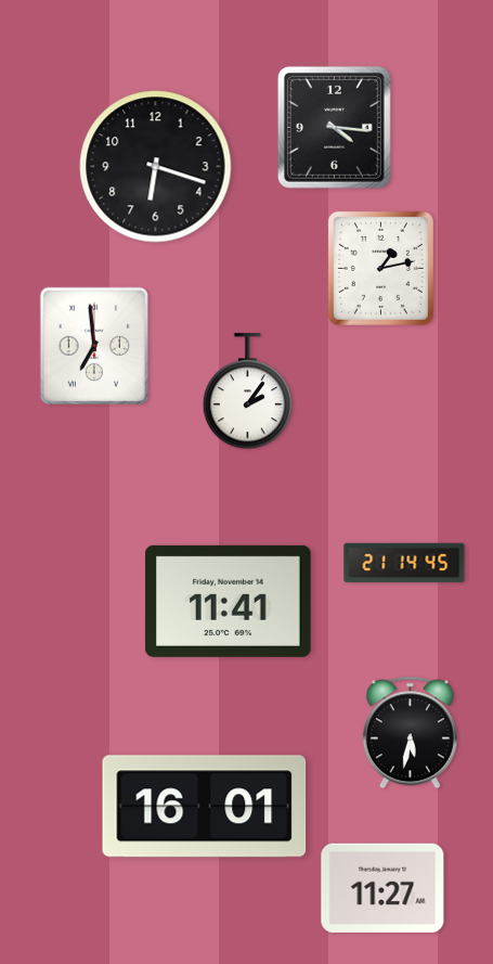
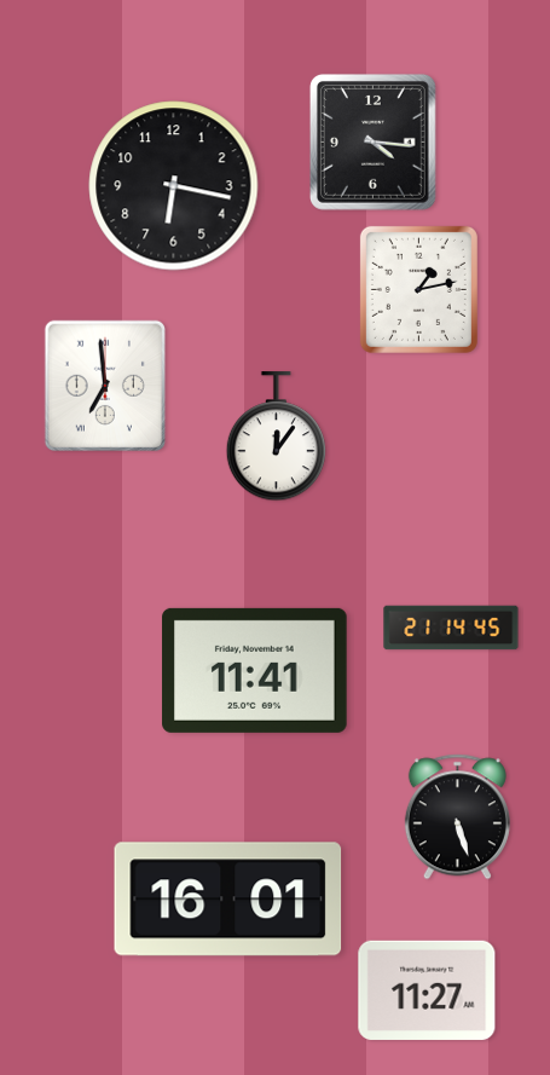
clock at (156, 167): 6:18 -> 6:17
clock at (380, 268) position: (380, 268) -> (418, 289)
clock at (247, 391): 2:06 -> 12:06
clock at (410, 733): 5:32 -> 5:27
